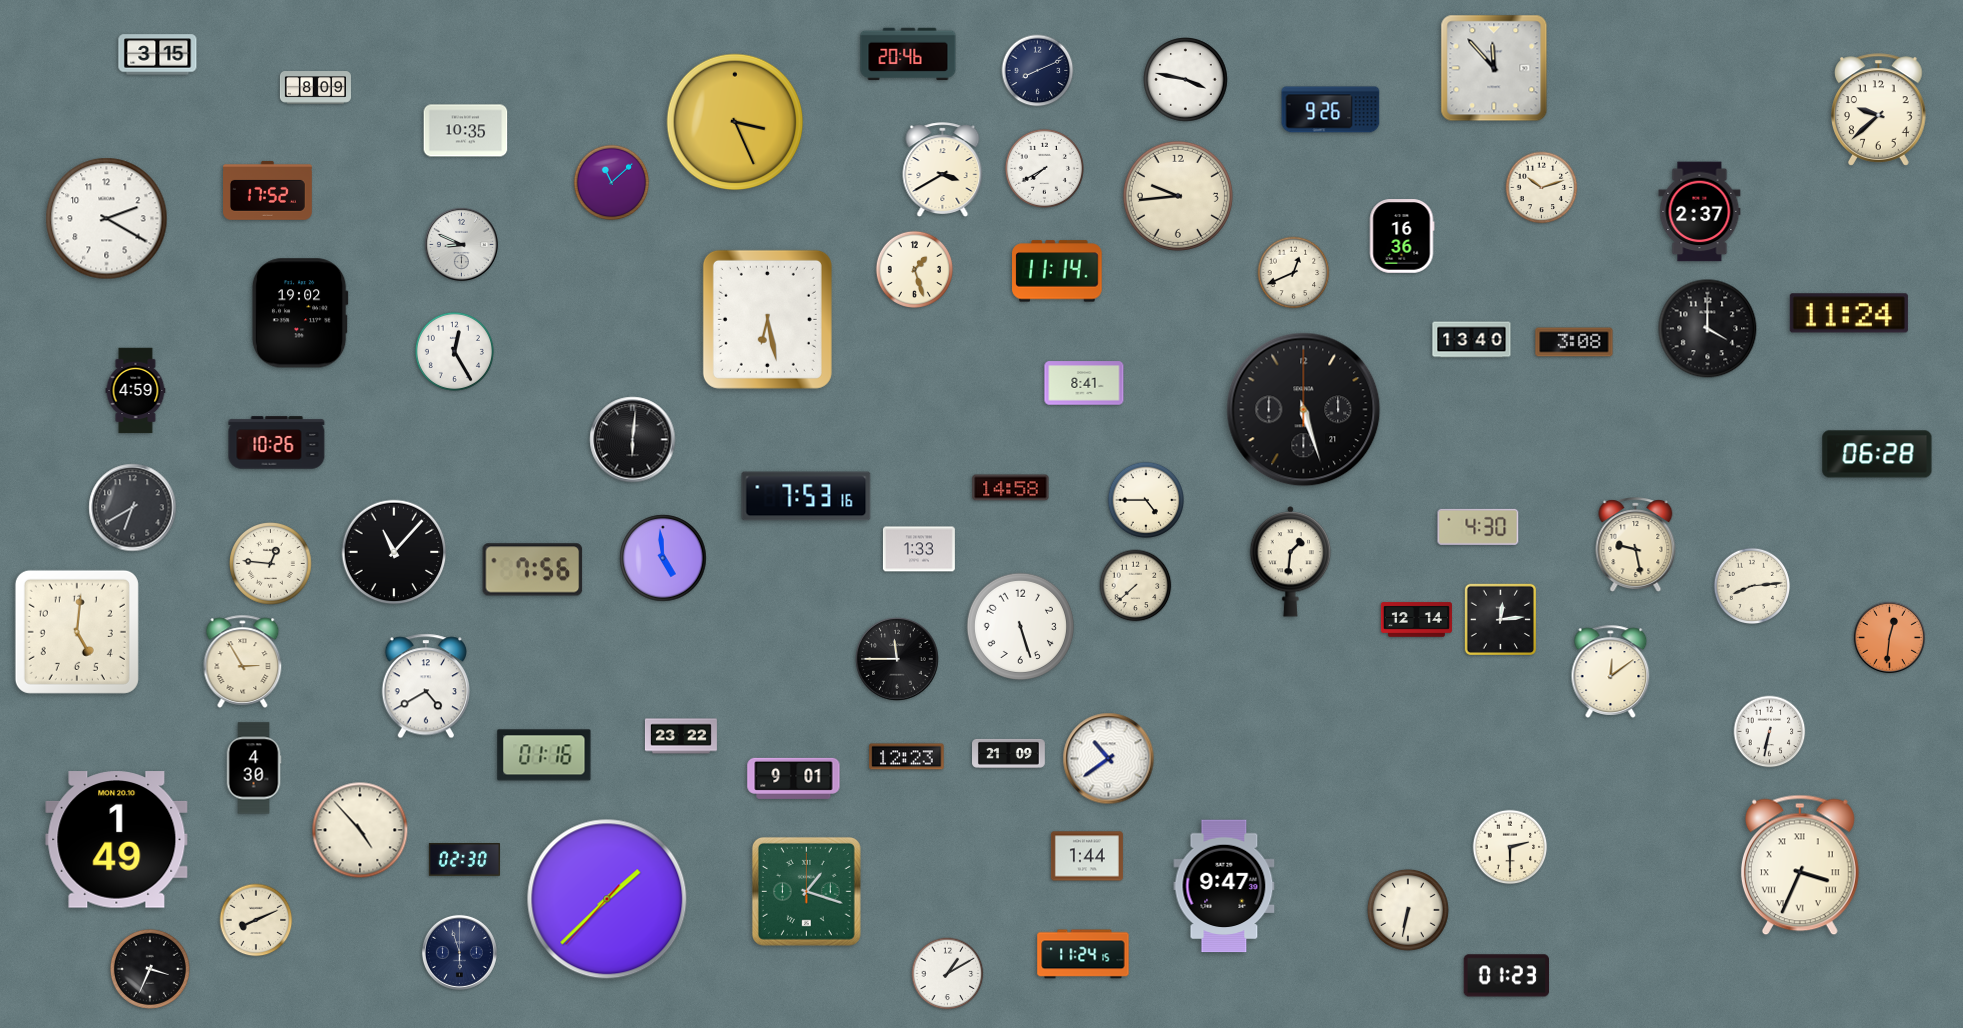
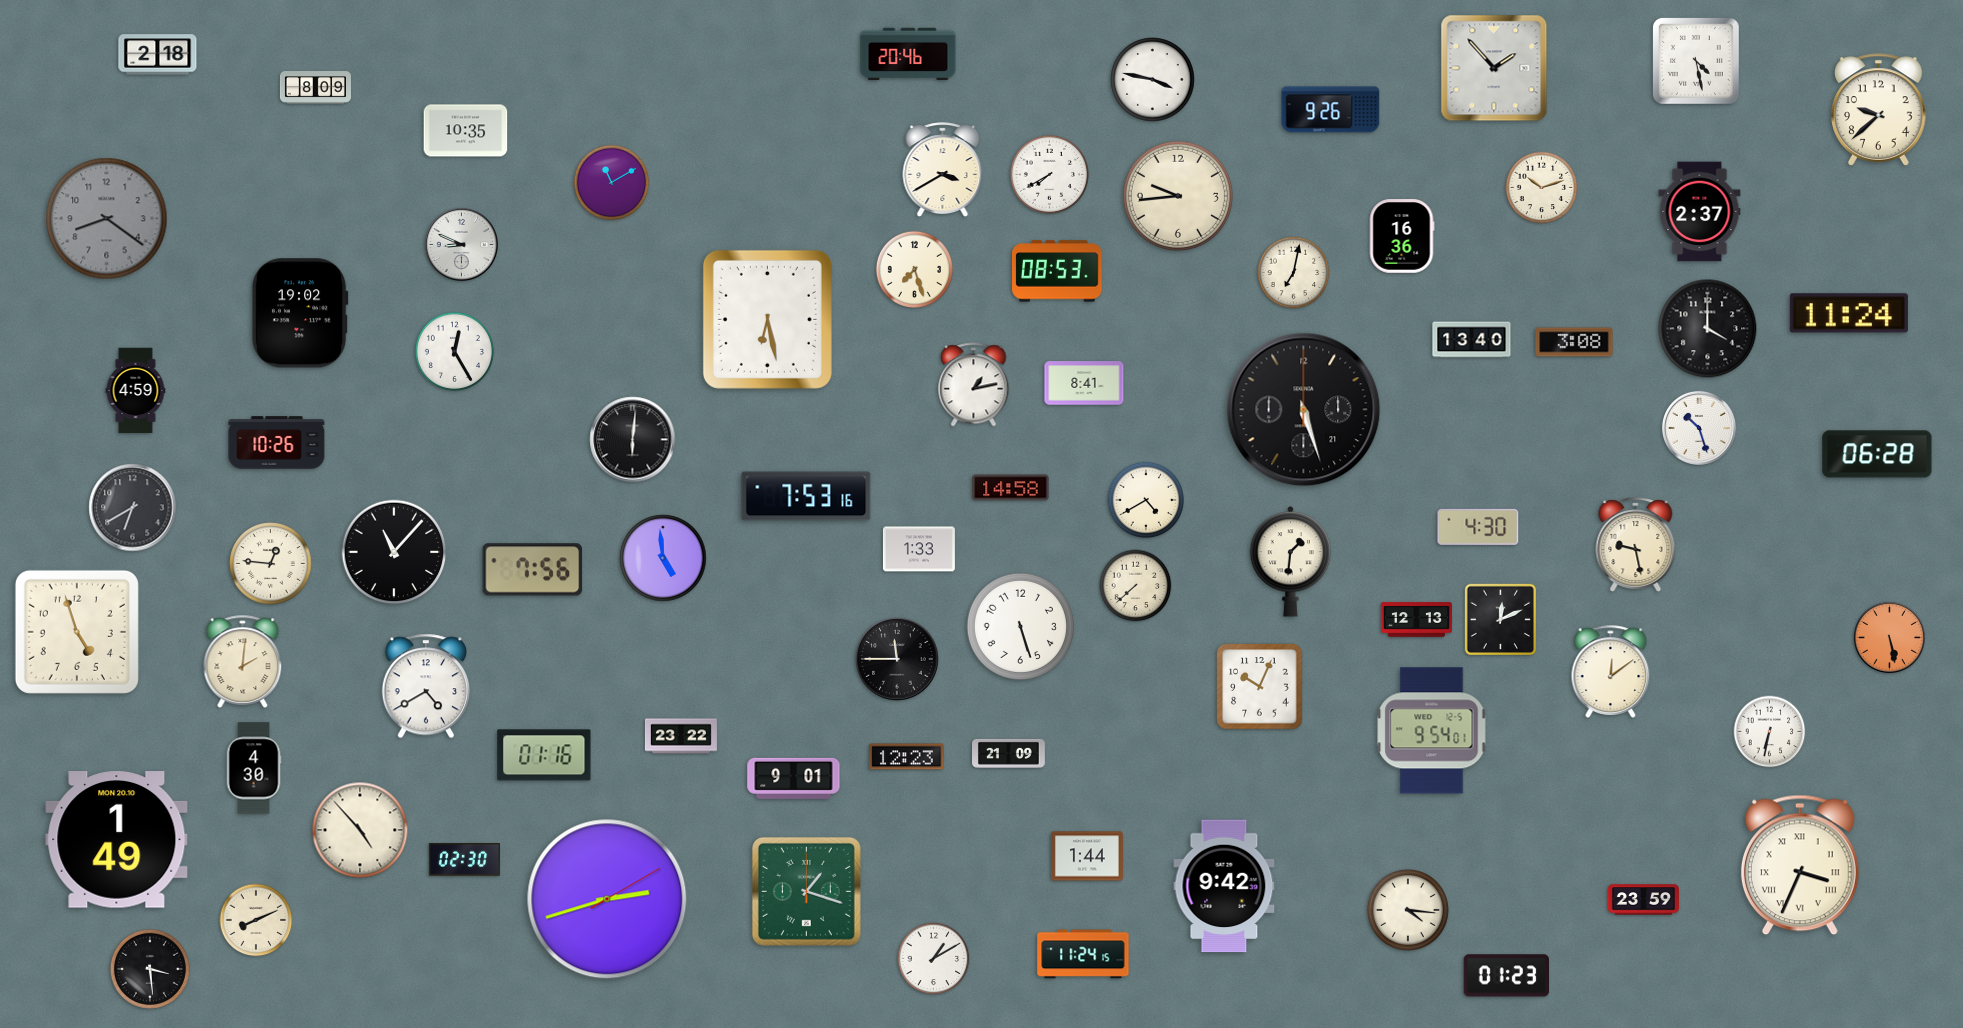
clock at (158, 55): 3:15 -> 2:18
clock at (1697, 62): none -> 4:28
clock at (1494, 68): 11:53 -> 1:53
clock at (1038, 71): 8:11 -> none
clock at (1186, 80) position: (1186, 80) -> (1153, 80)
clock at (735, 122): 3:26 -> none
clock at (1044, 168) position: (1044, 168) -> (1049, 174)
clock at (612, 183): 11:08 -> 11:10
clock at (268, 190): 17:52 -> none
clock at (107, 219): 2:20 -> 8:21
clock at (107, 219) dial: white -> grey
clock at (914, 269): 1:27 -> 7:27
clock at (1057, 271): 11:14 -> 08:53
clock at (1294, 273): 12:41 -> 7:02
clock at (974, 385): none -> 1:13
clock at (1699, 428): none -> 10:27
clock at (1146, 500): 4:45 -> 4:40
clock at (1752, 586): 8:14 -> none
clock at (1500, 619): 12:14 -> 12:11
clock at (1416, 620): 12:14 -> 12:13
clock at (77, 632): 5:01 -> 4:57
clock at (1889, 637): 12:31 -> 5:28
clock at (243, 661): 2:55 -> 2:01
clock at (1260, 687): none -> 10:04
clock at (1432, 731): none -> 9:54
clock at (1109, 759): 10:39 -> none
clock at (1510, 847): 2:30 -> none
clock at (1224, 886): 9:47 -> 9:42
clock at (607, 899): 1:37 -> 2:42
clock at (1643, 900): none -> 23:59
clock at (1408, 910): 6:32 -> 4:16
clock at (459, 952): 5:57 -> none
clock at (150, 969): 3:34 -> 3:29
clock at (948, 974) position: (948, 974) -> (934, 959)
